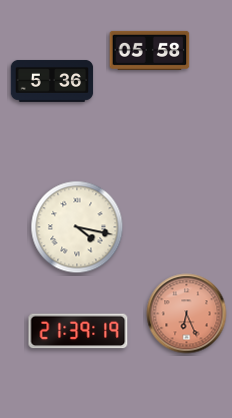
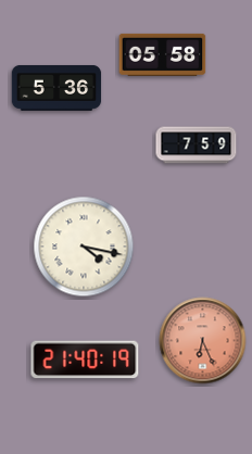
clock at (197, 146): none -> 7:59
clock at (78, 331): 21:39 -> 21:40
